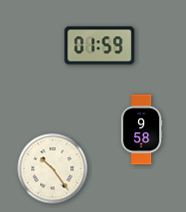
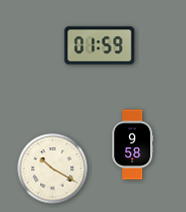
clock at (142, 130) position: (142, 130) -> (133, 145)
clock at (53, 169): 10:24 -> 10:20
